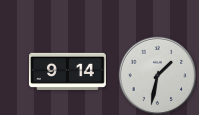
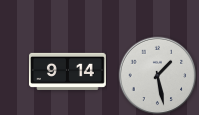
clock at (157, 75): 1:32 -> 1:28
